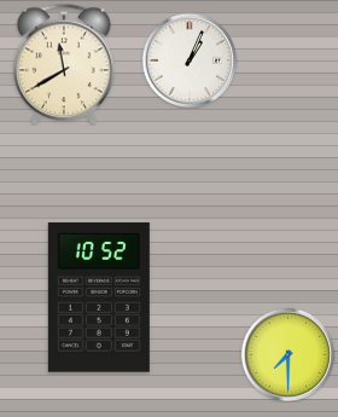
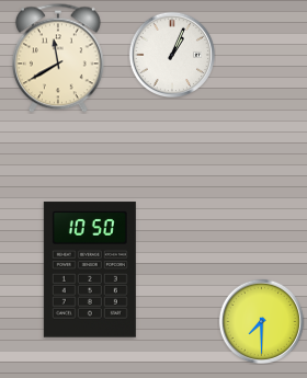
clock at (99, 297): 10:52 -> 10:50
